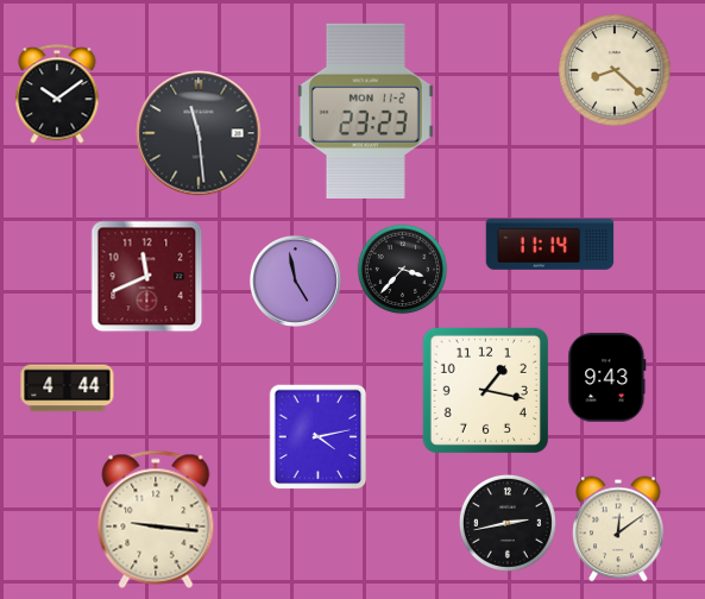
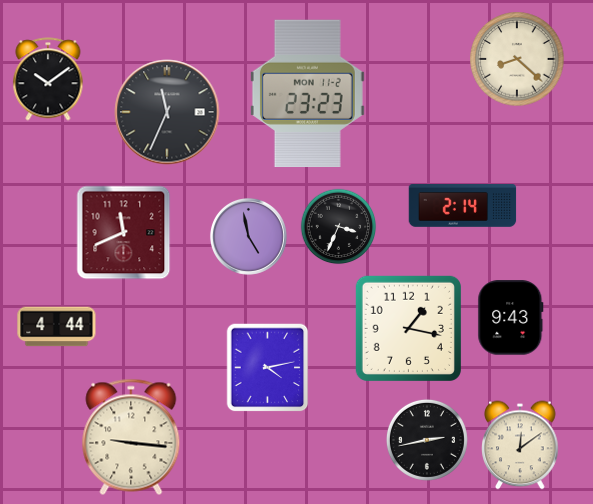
clock at (199, 133): 11:29 -> 11:34
clock at (550, 245): 11:14 -> 2:14
clock at (403, 270): 3:37 -> 3:34
